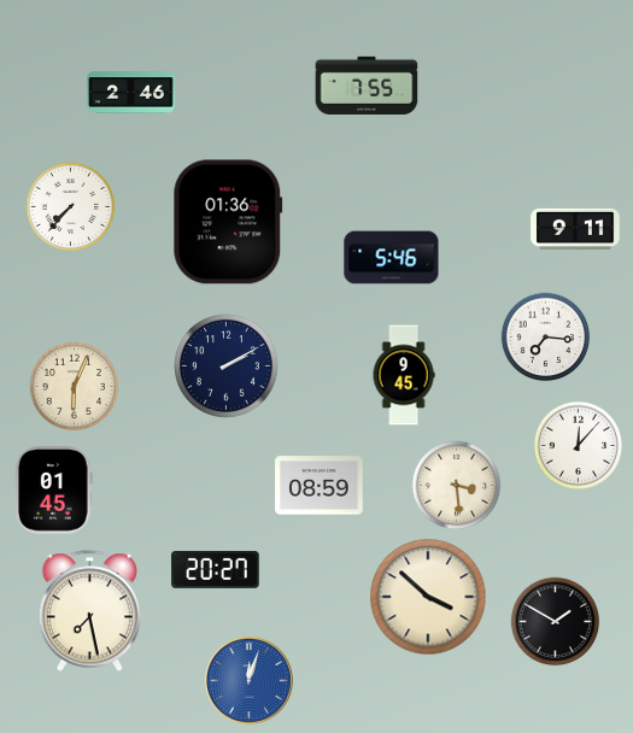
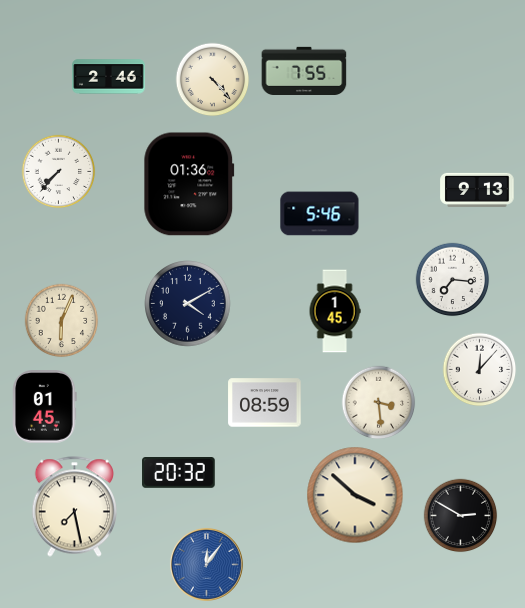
clock at (213, 80): none -> 4:23
clock at (575, 229): 9:11 -> 9:13
clock at (392, 258) position: (392, 258) -> (320, 214)
clock at (227, 366): 2:10 -> 4:10
clock at (404, 375): 9:45 -> 1:45
clock at (216, 570): 20:27 -> 20:32
clock at (556, 622): 1:50 -> 2:50
clock at (248, 680): 12:03 -> 12:06
